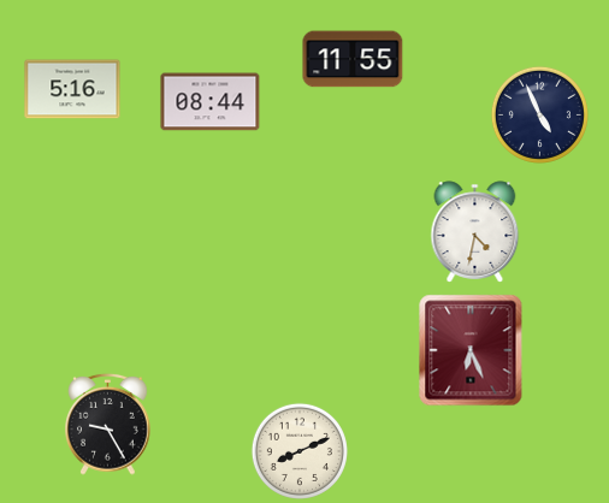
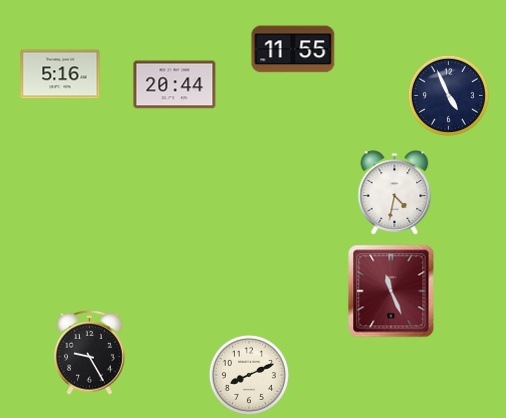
clock at (211, 102): 08:44 -> 20:44
clock at (471, 350): 6:26 -> 11:26
